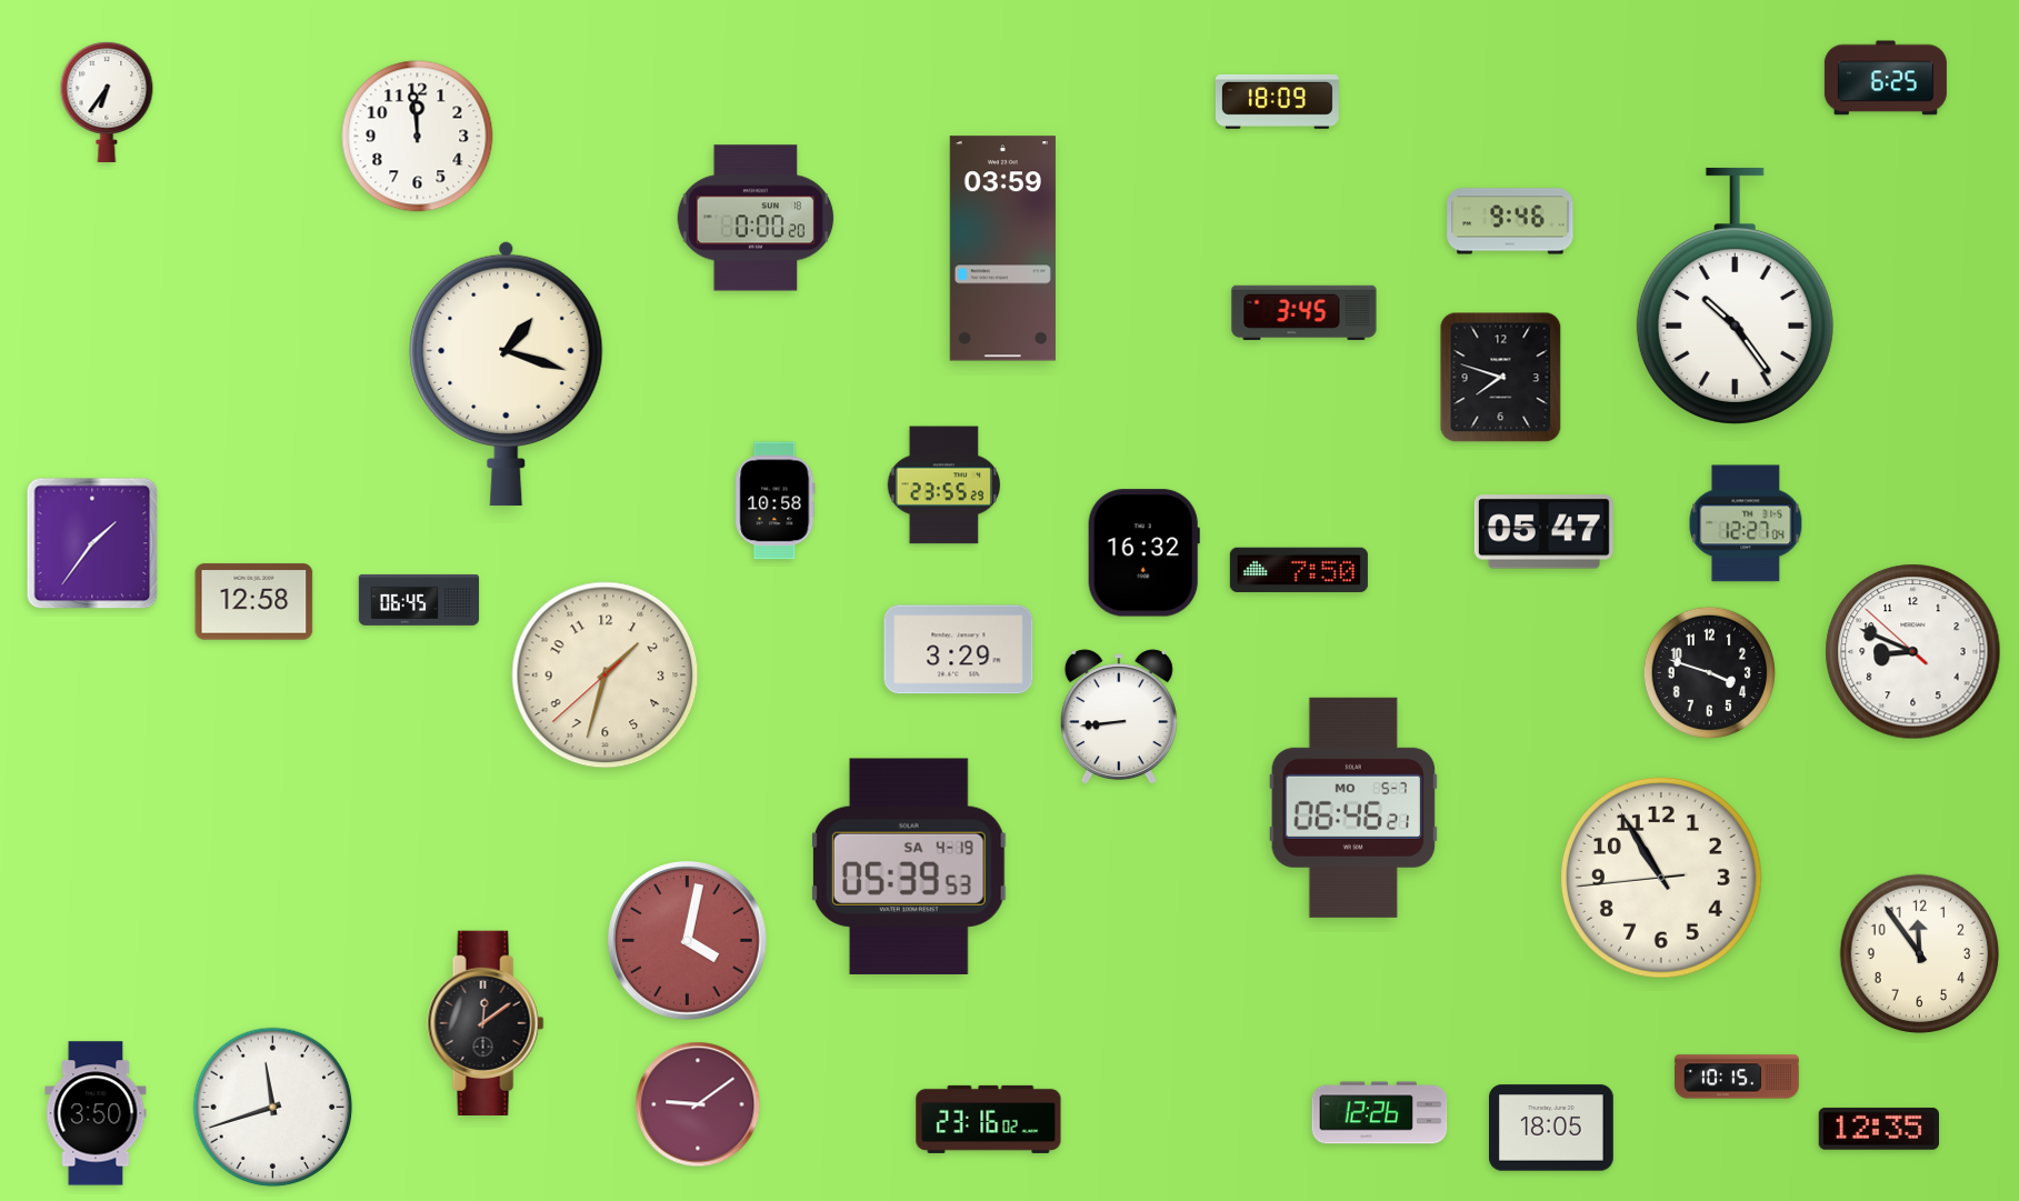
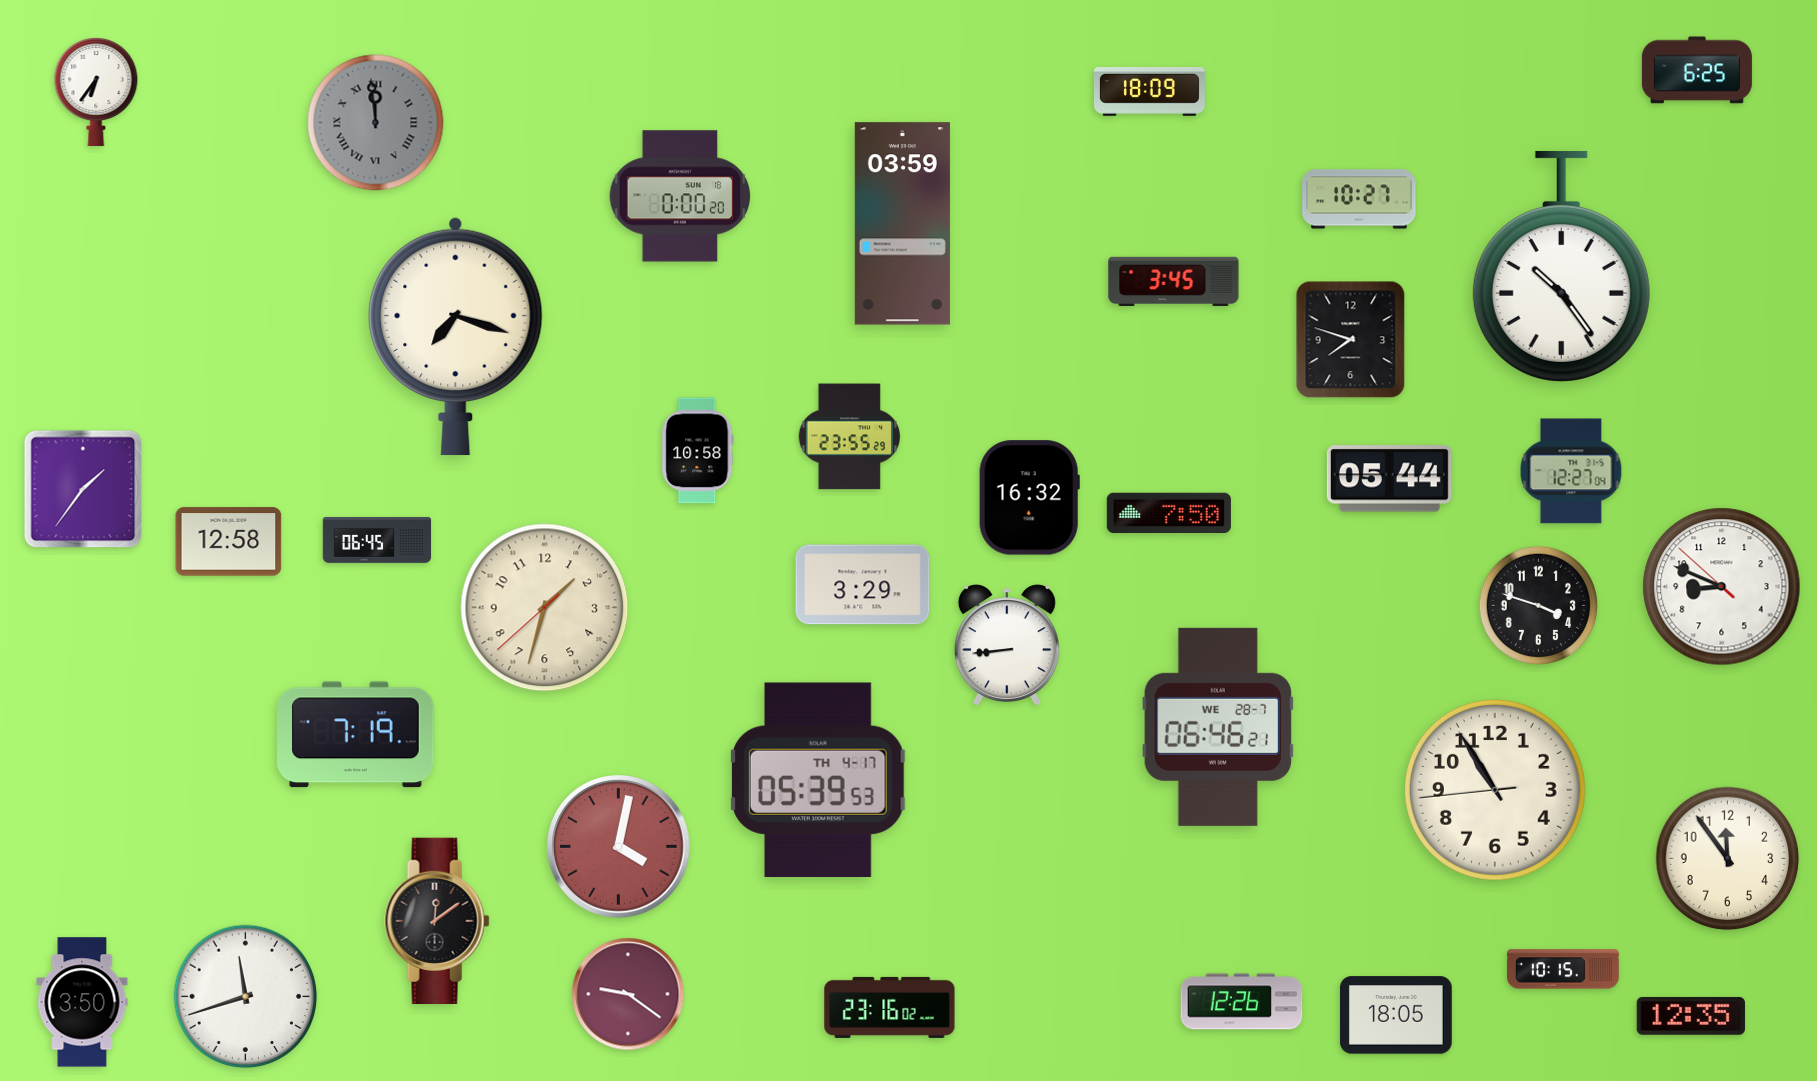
clock at (418, 137) dial: white -> grey
clock at (418, 137) numerals: Arabic -> Roman
clock at (1510, 221): 9:46 -> 10:27
clock at (507, 373): 1:18 -> 7:18
clock at (1543, 532): 05:47 -> 05:44
clock at (1352, 808) date: MO 5-7 -> WE 28-7
clock at (356, 735): none -> 7:19
clock at (909, 865) date: SA 4-19 -> TH 4-17
clock at (698, 1104): 9:09 -> 9:21
clock at (96, 1113) position: (96, 1113) -> (82, 1002)
